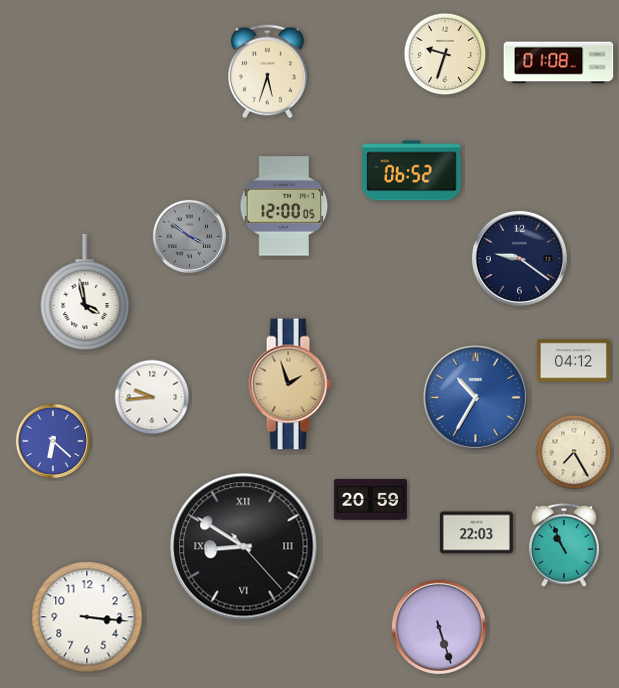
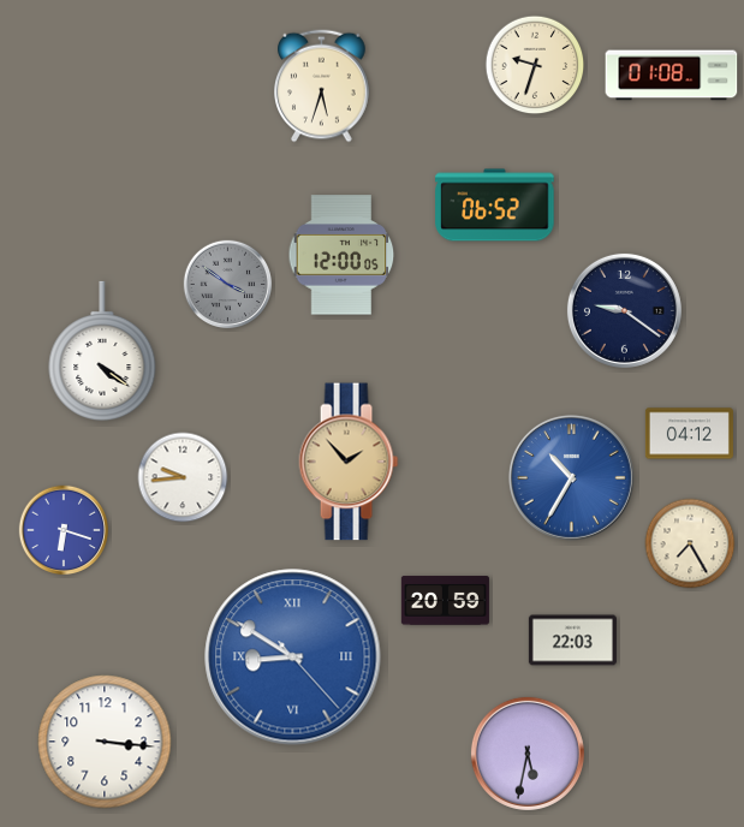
clock at (284, 206) position: (284, 206) -> (341, 255)
clock at (85, 292): 3:58 -> 4:21
clock at (290, 384): 1:57 -> 1:53
clock at (53, 441): 6:22 -> 6:18
clock at (564, 545): 10:56 -> none
clock at (244, 547) dial: black -> blue
clock at (439, 627): 5:27 -> 5:32
